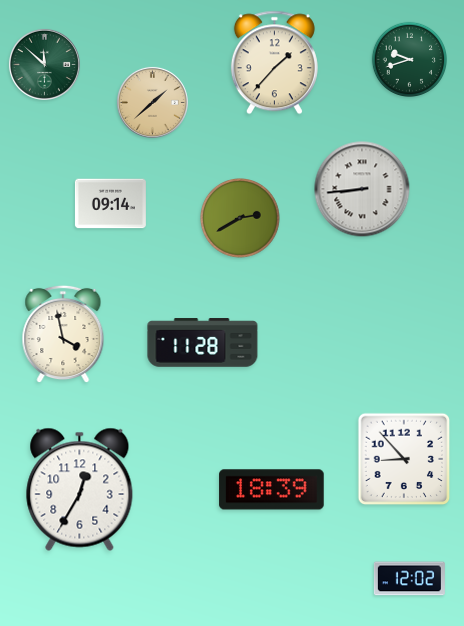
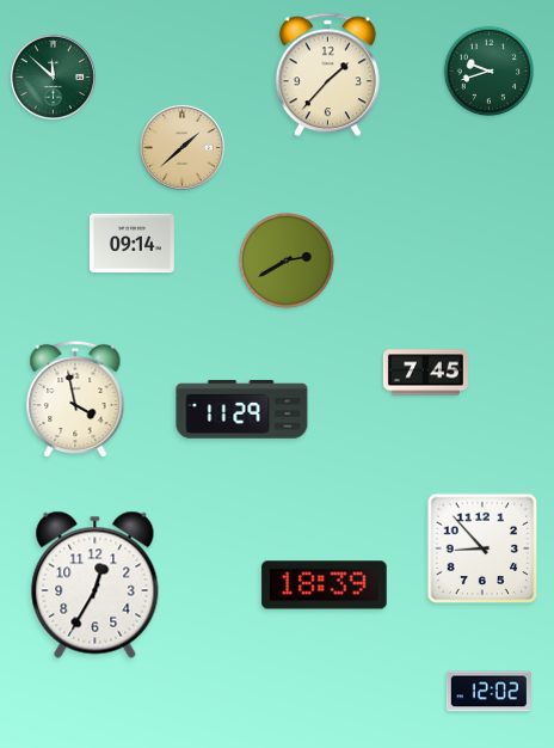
clock at (152, 102) position: (152, 102) -> (181, 147)
clock at (362, 189): 8:44 -> none
clock at (425, 373): none -> 7:45
clock at (203, 343): 11:28 -> 11:29
